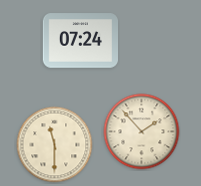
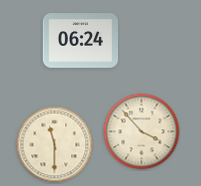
clock at (80, 41): 07:24 -> 06:24
clock at (142, 132): 1:53 -> 3:53
